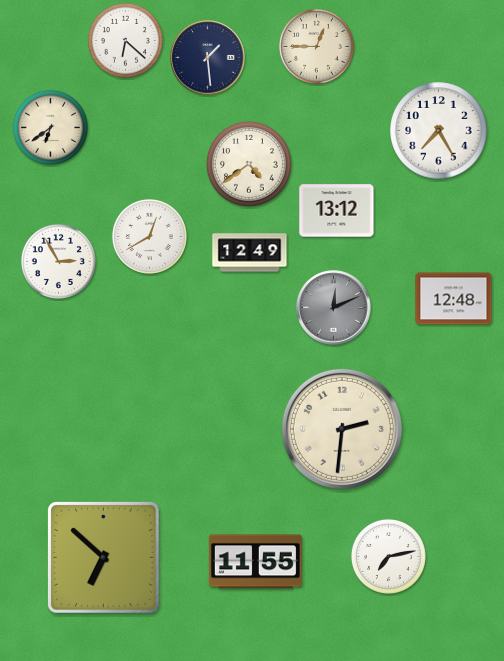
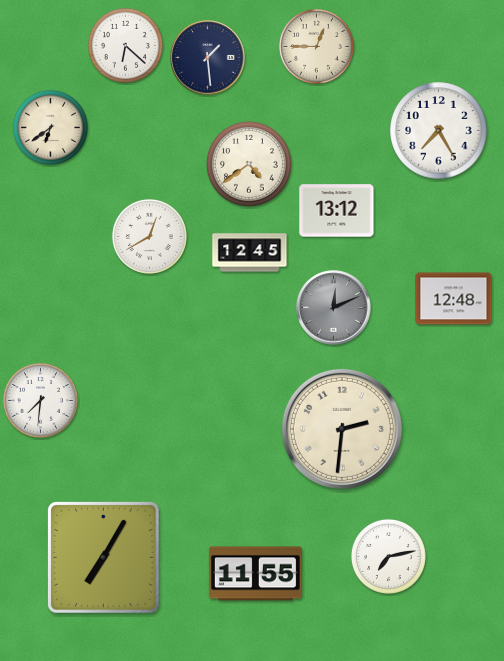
clock at (125, 40) position: (125, 40) -> (125, 45)
clock at (250, 253): 12:49 -> 12:45
clock at (58, 261): 2:55 -> none
clock at (40, 400): none -> 7:31
clock at (104, 558): 6:52 -> 7:05
clock at (255, 562) position: (255, 562) -> (255, 574)
